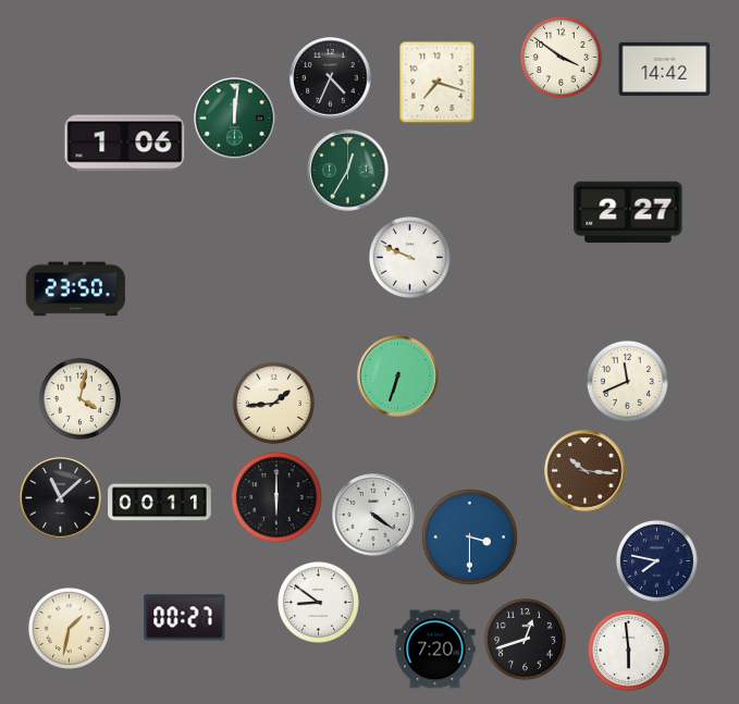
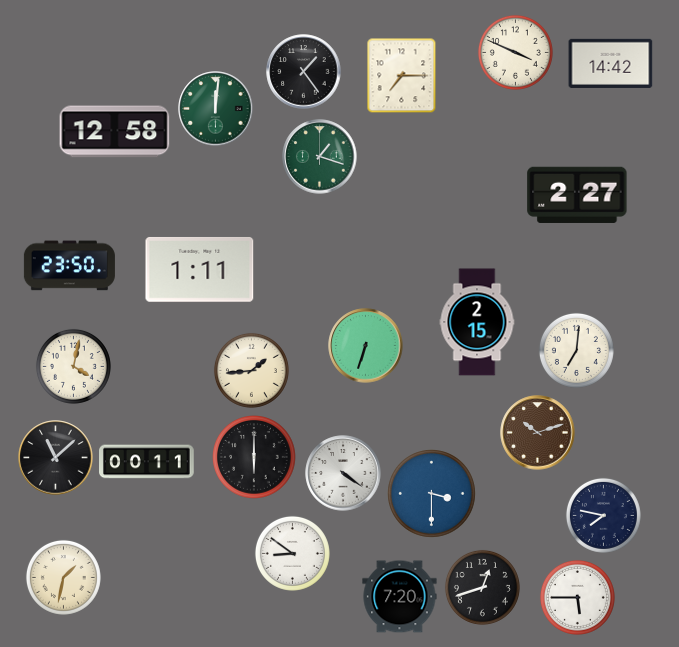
clock at (561, 57): 3:51 -> 3:49
clock at (331, 78): 4:34 -> 1:24
clock at (438, 83): 7:18 -> 7:15
clock at (125, 144): 1:06 -> 12:58
clock at (348, 171): 12:35 -> 1:18
clock at (409, 257): 9:49 -> none
clock at (200, 269): none -> 1:11
clock at (477, 322): none -> 2:15
clock at (627, 381): 11:41 -> 7:01
clock at (586, 471): 10:16 -> 10:12
clock at (185, 618): 00:27 -> none
clock at (628, 650): 5:59 -> 5:45
